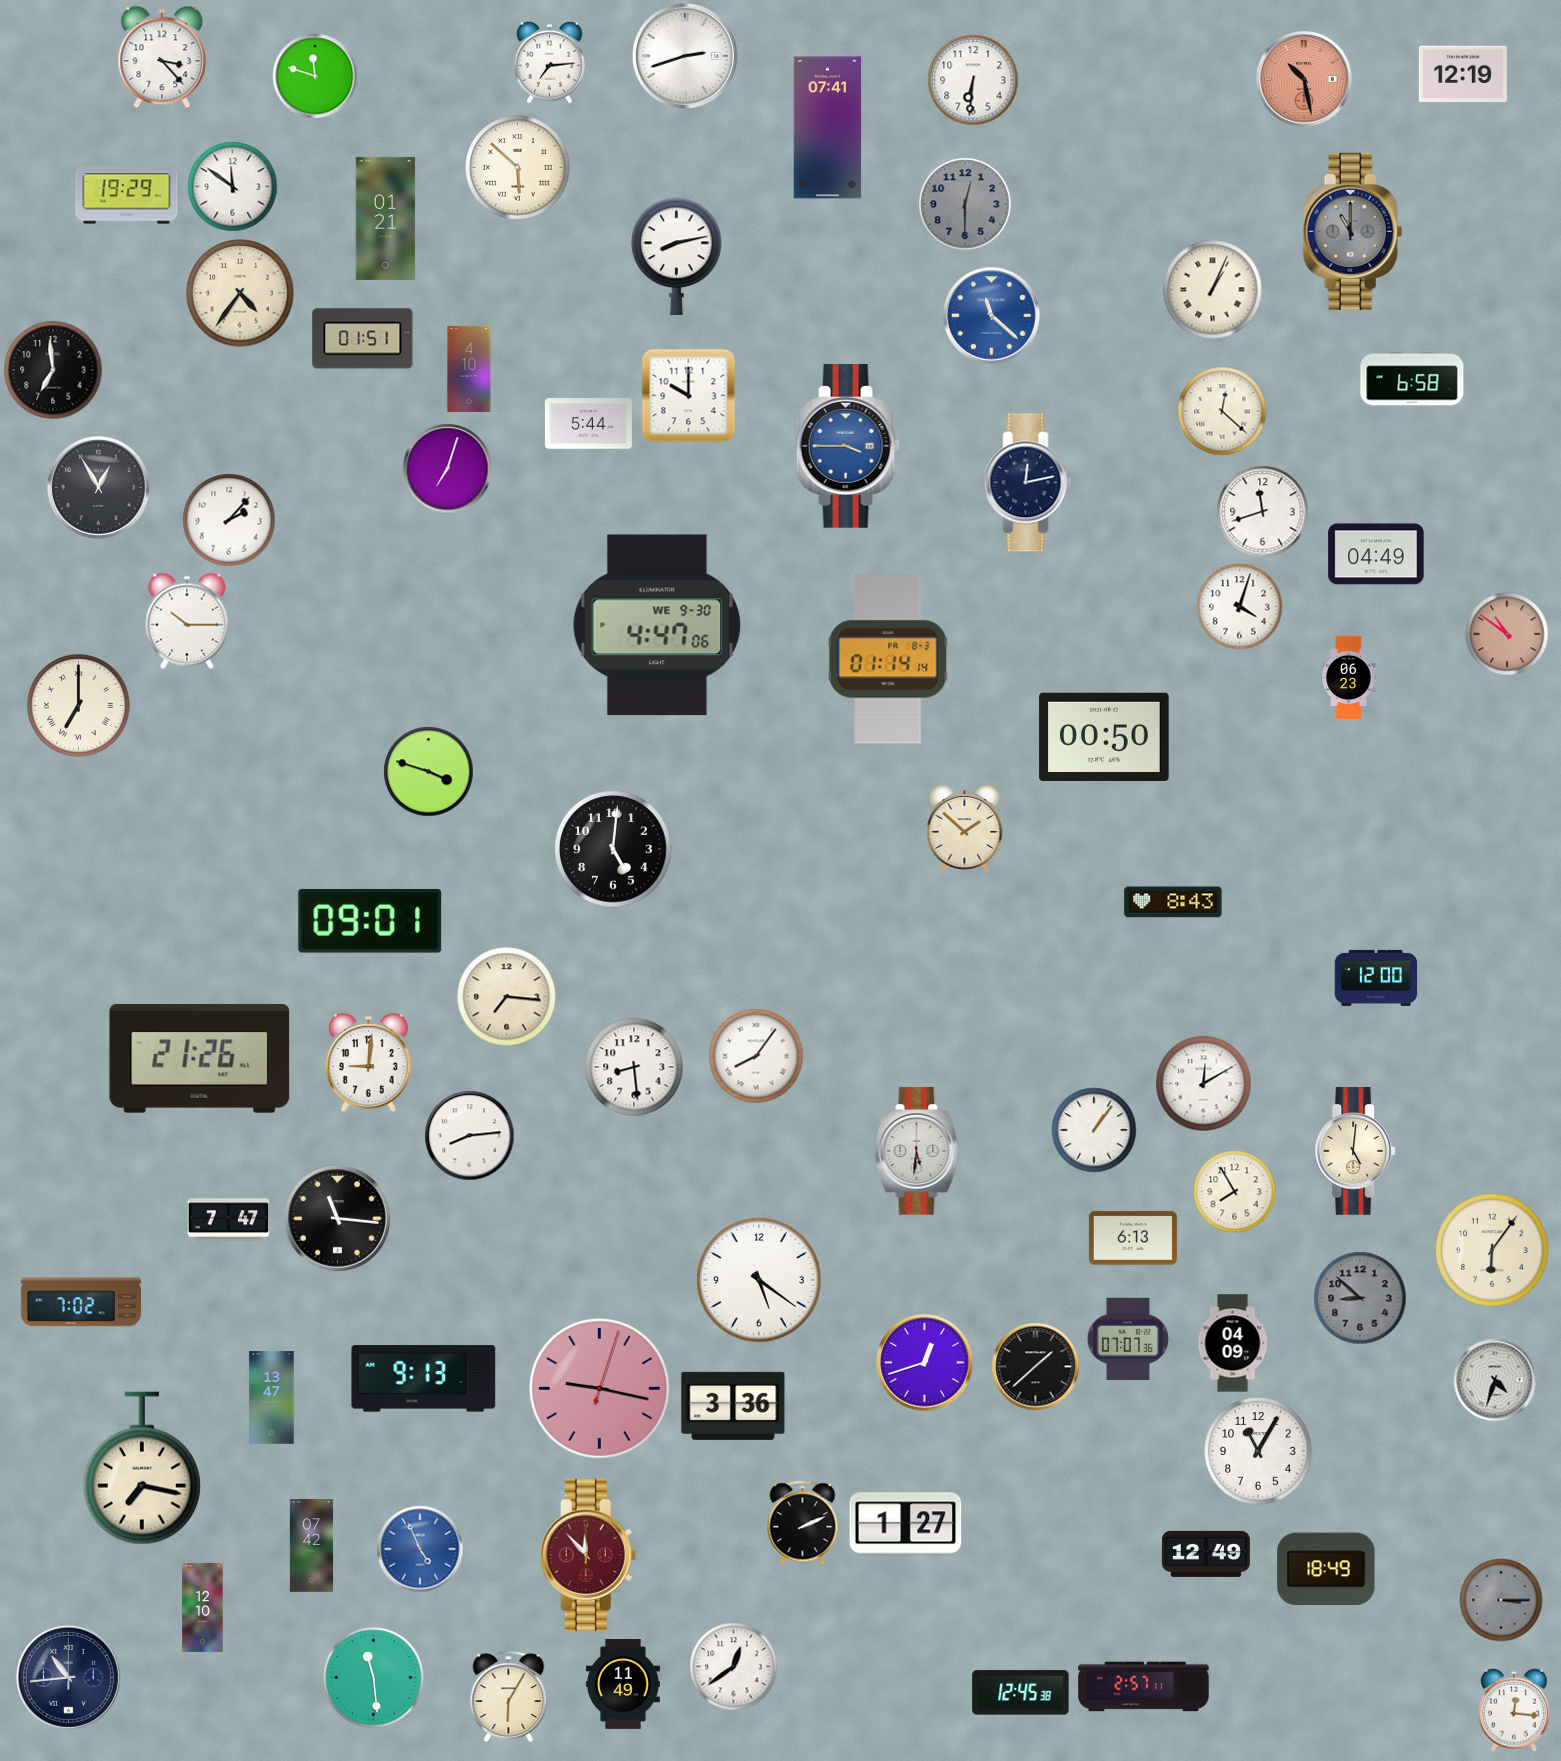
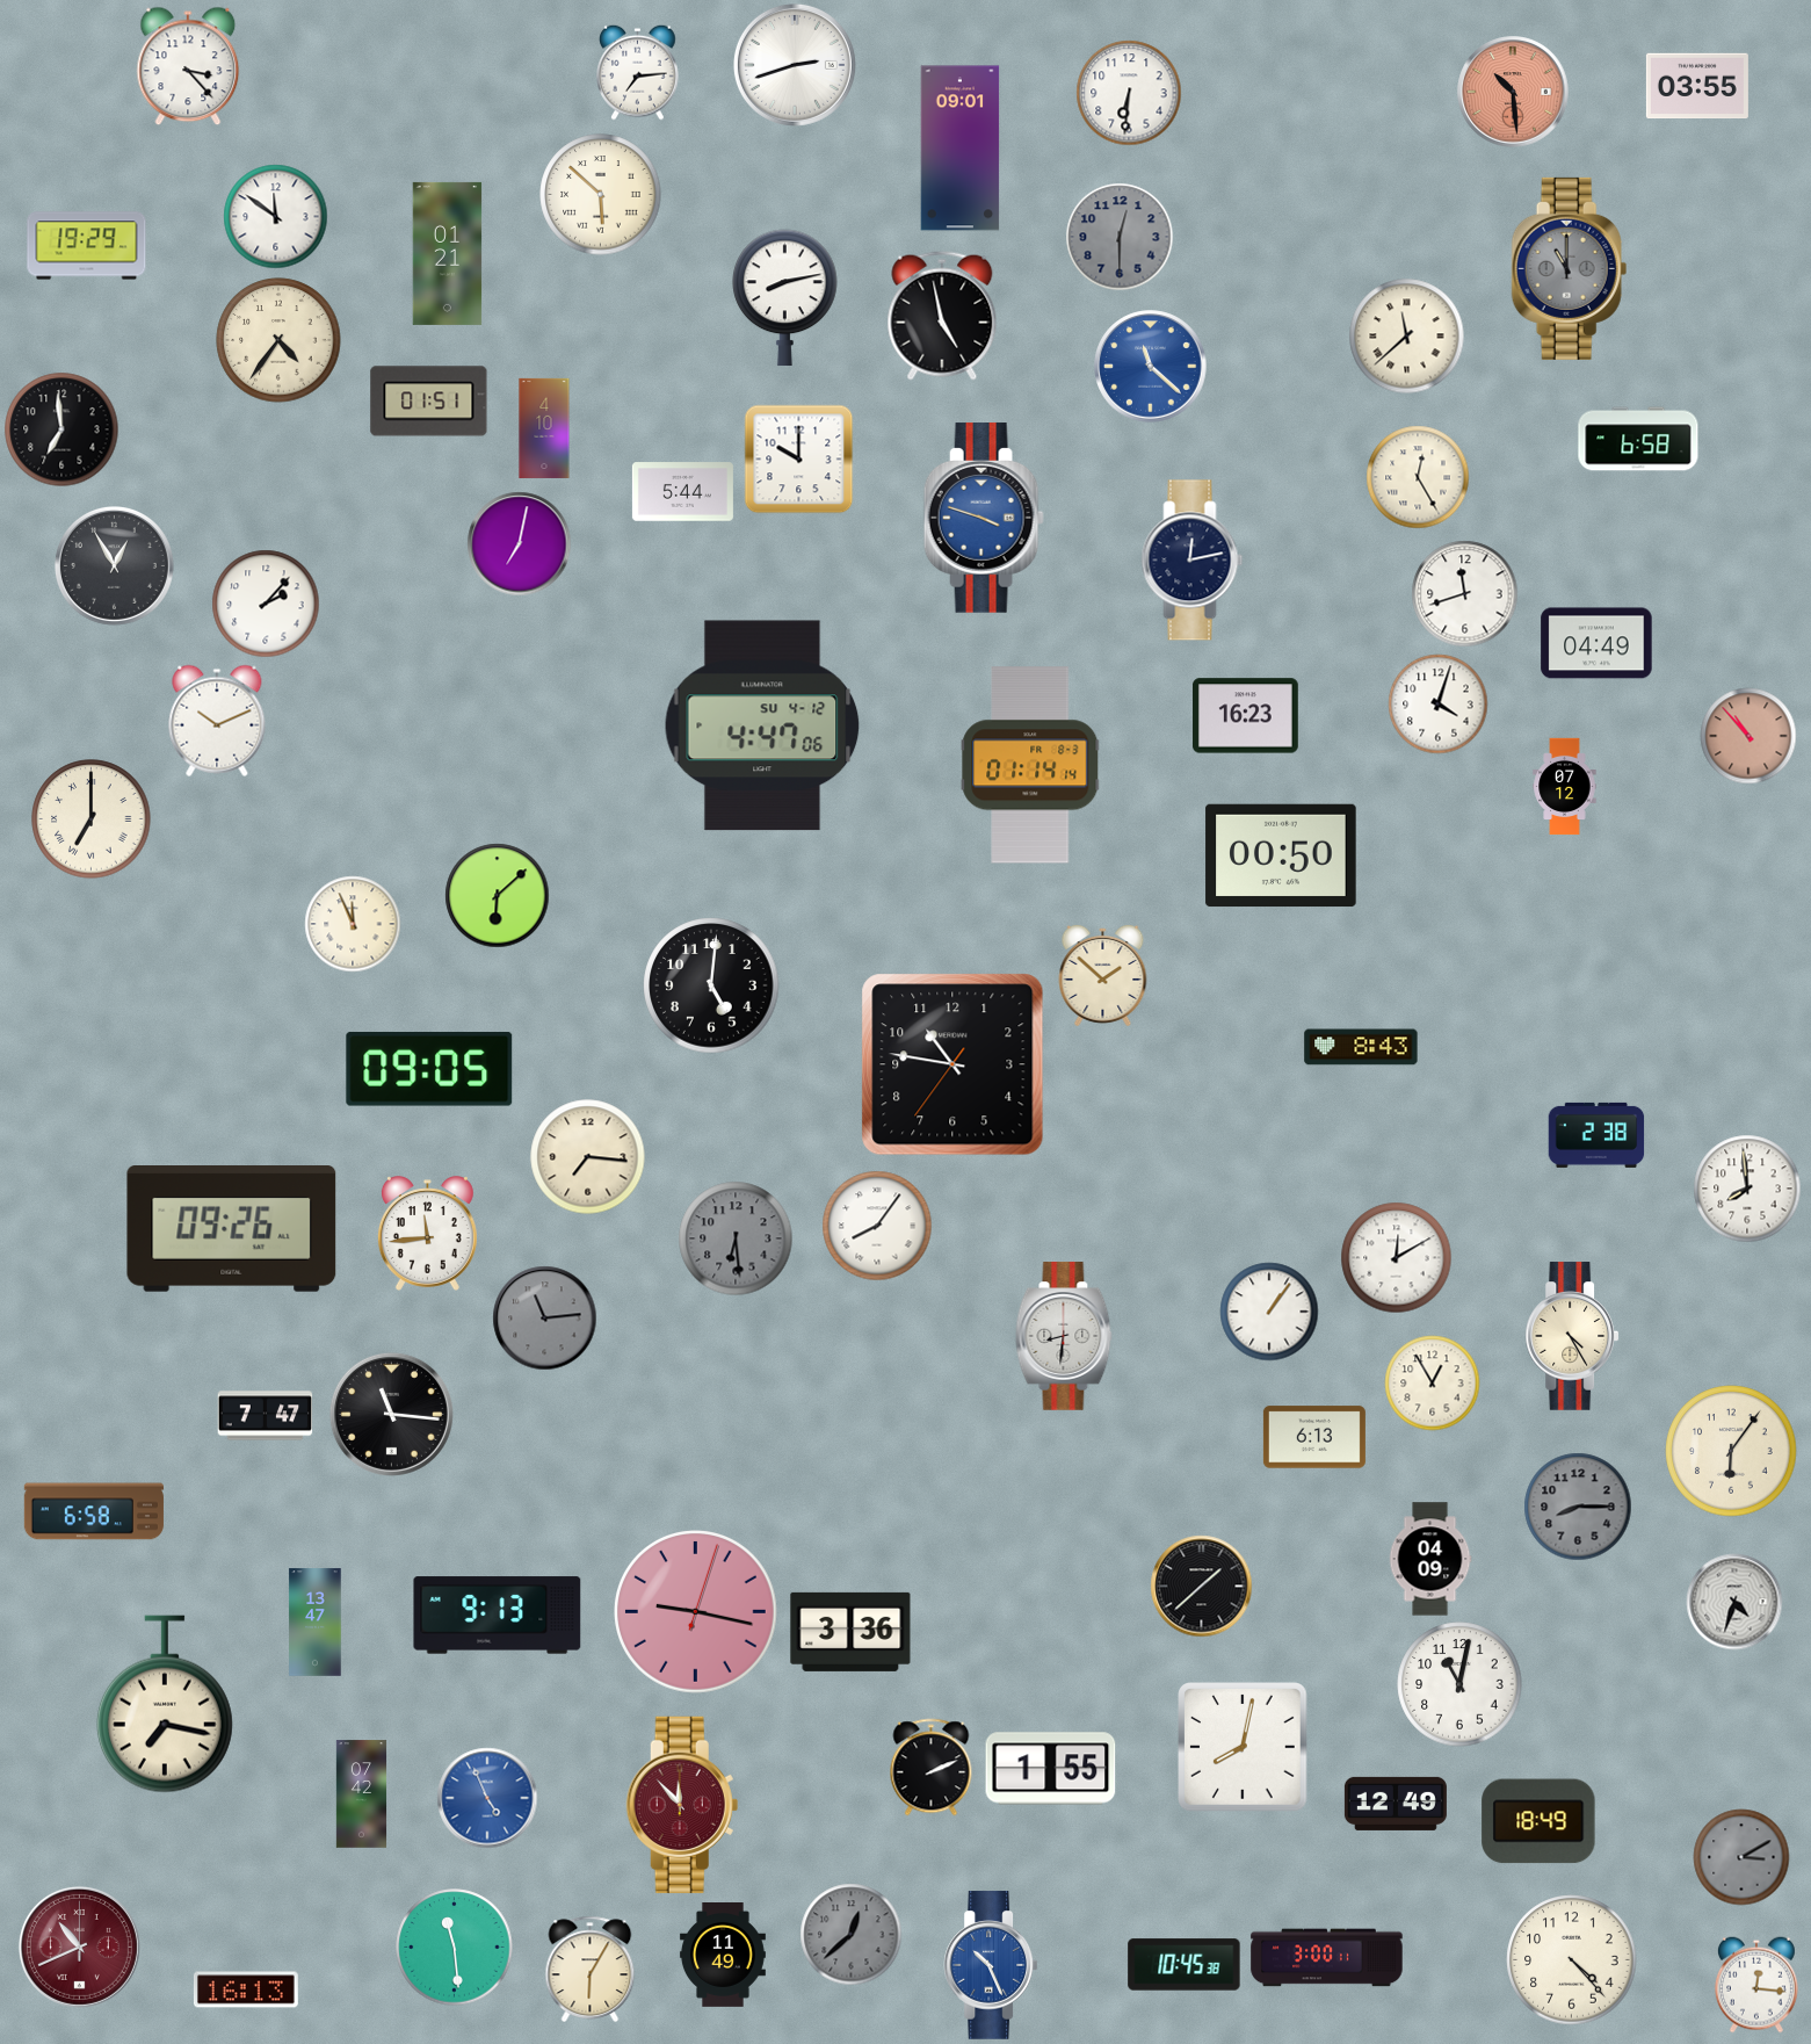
clock at (1463, 74): 12:19 -> 03:55
clock at (315, 76): 11:48 -> none
clock at (1304, 79): 10:28 -> 10:29
clock at (828, 128): 07:41 -> 09:01
clock at (233, 187) position: (233, 187) -> (276, 217)
clock at (127, 195) position: (127, 195) -> (87, 246)
clock at (942, 316): none -> 4:58
clock at (1213, 290): 1:04 -> 11:38
clock at (363, 339) position: (363, 339) -> (429, 402)
clock at (1222, 411): 12:22 -> 12:25
clock at (848, 446): 3:45 -> 3:48
clock at (448, 469): 7:03 -> 7:02
clock at (1246, 716): none -> 16:23
clock at (187, 621): 10:15 -> 10:11
clock at (657, 625) date: WE 9-30 -> SU 4-12
clock at (1507, 634): 10:51 -> 10:53
clock at (1349, 678): 06:23 -> 07:12
clock at (429, 772): 3:48 -> 6:08
clock at (353, 924): none -> 11:56
clock at (965, 828) position: (965, 828) -> (1103, 975)
clock at (952, 1064): none -> 10:46
clock at (370, 921): 09:01 -> 09:05
clock at (1376, 978): 12:00 -> 2:38
clock at (1747, 1189): none -> 7:59
clock at (200, 1059): 21:26 -> 09:26
clock at (368, 1063): 9:01 -> 11:44
clock at (634, 1067): 8:29 -> 6:29
clock at (634, 1067) dial: white -> grey
clock at (470, 1136): 8:14 -> 11:14
clock at (470, 1136) dial: white -> grey
clock at (917, 1151): 5:31 -> 8:31
clock at (1355, 1151): 5:01 -> 4:25
clock at (1235, 1192): 7:55 -> 12:55
clock at (759, 1280): 5:21 -> none
clock at (1360, 1298): 8:52 -> 8:15
clock at (81, 1302): 7:02 -> 6:58
clock at (1128, 1339): 07:07 -> none
clock at (925, 1363): 12:42 -> none
clock at (424, 1379) position: (424, 1379) -> (498, 1616)
clock at (1258, 1451): 11:05 -> 11:02
clock at (1243, 1747): none -> 8:02
clock at (906, 1524): 1:27 -> 1:55
clock at (1206, 1554) position: (1206, 1554) -> (1396, 1804)
clock at (1501, 1600): 3:15 -> 3:10
clock at (203, 1607): 12:10 -> none
clock at (734, 1667): 12:39 -> 12:38
clock at (734, 1667) dial: white -> grey
clock at (68, 1677): 10:44 -> 10:41
clock at (68, 1677) dial: navy -> burgundy
clock at (374, 1678) position: (374, 1678) -> (455, 1948)
clock at (1144, 1687): 2:57 -> 3:00
clock at (1572, 1960): none -> 4:23
clock at (991, 1965): none -> 10:26
clock at (1021, 1693): 12:45 -> 10:45
clock at (246, 1989): none -> 16:13
